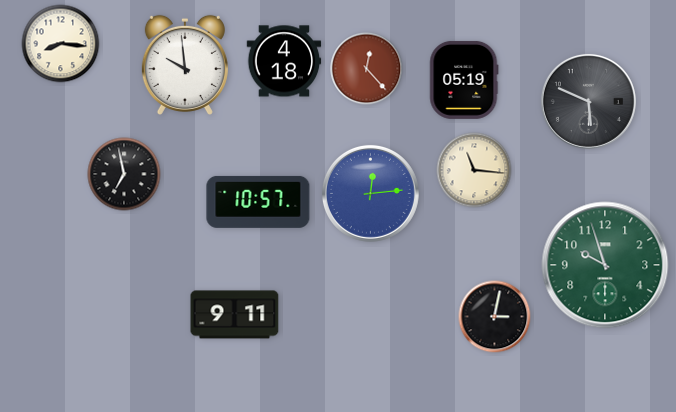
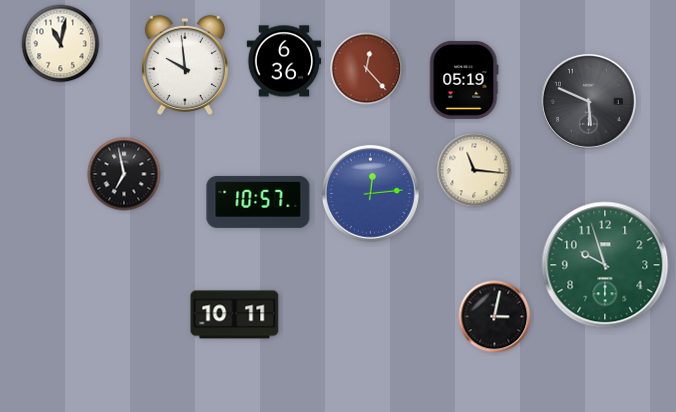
clock at (61, 44): 8:16 -> 11:02
clock at (284, 61): 4:18 -> 6:36
clock at (235, 315): 9:11 -> 10:11
